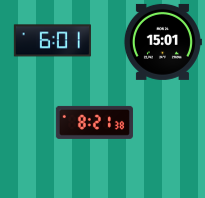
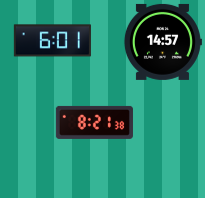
clock at (163, 42): 15:01 -> 14:57
